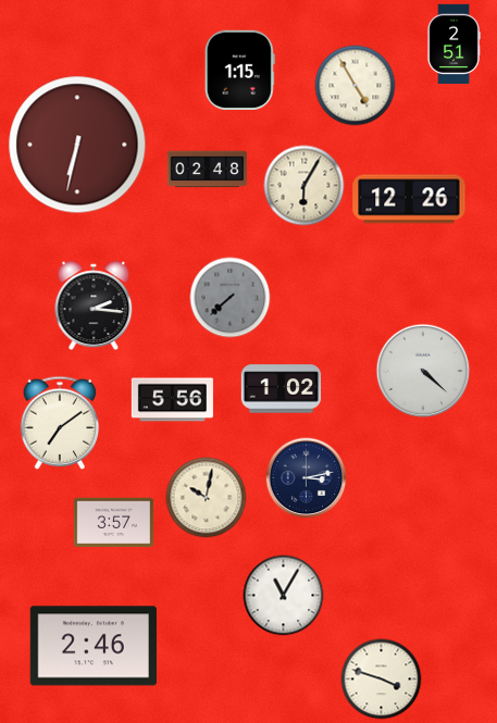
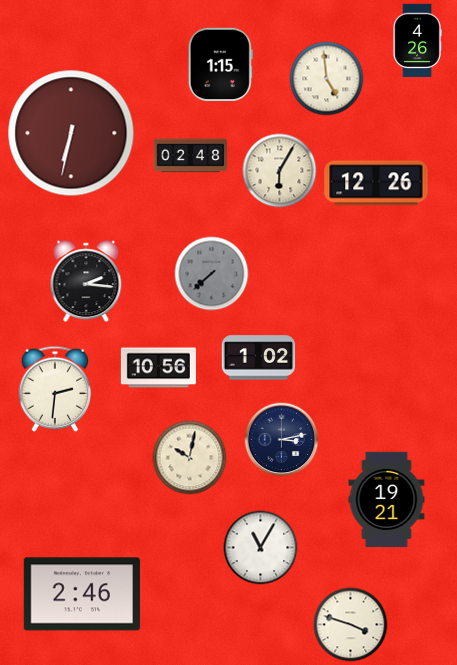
clock at (453, 45): 2:51 -> 4:26
clock at (356, 86): 4:55 -> 4:59
clock at (423, 371): 4:22 -> none
clock at (172, 400): 5:56 -> 10:56
clock at (60, 423): 7:09 -> 2:31
clock at (114, 523): 3:57 -> none
clock at (387, 500): none -> 19:21
clock at (94, 646) position: (94, 646) -> (82, 594)
